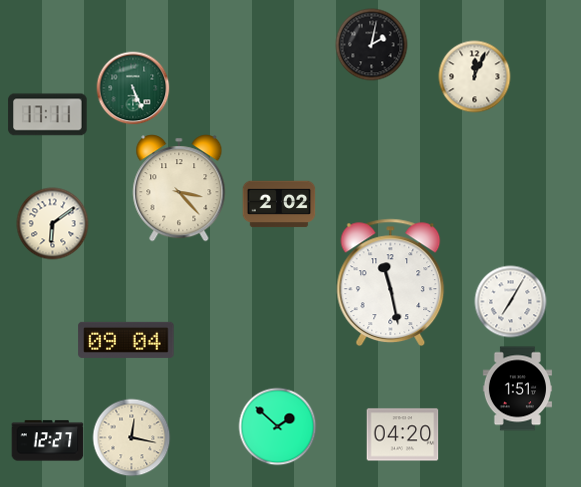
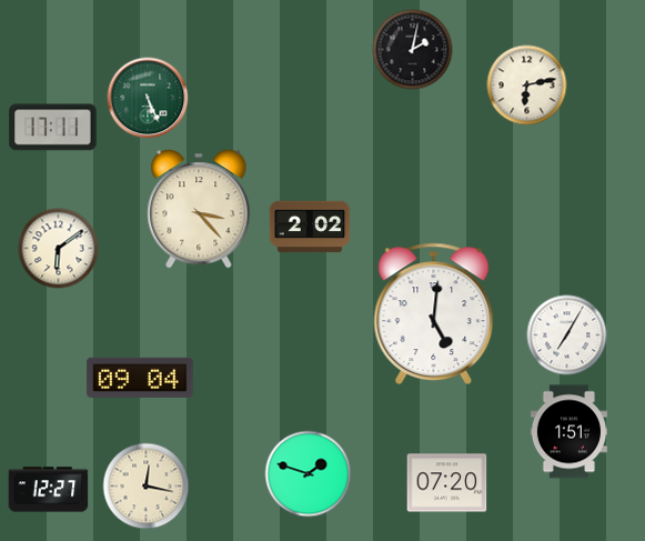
clock at (475, 77): 12:04 -> 6:13
clock at (391, 282): 11:28 -> 5:01
clock at (517, 389) position: (517, 389) -> (568, 432)
clock at (278, 427): 1:52 -> 1:48
clock at (403, 435): 04:20 -> 07:20
clock at (48, 441) position: (48, 441) -> (49, 490)
